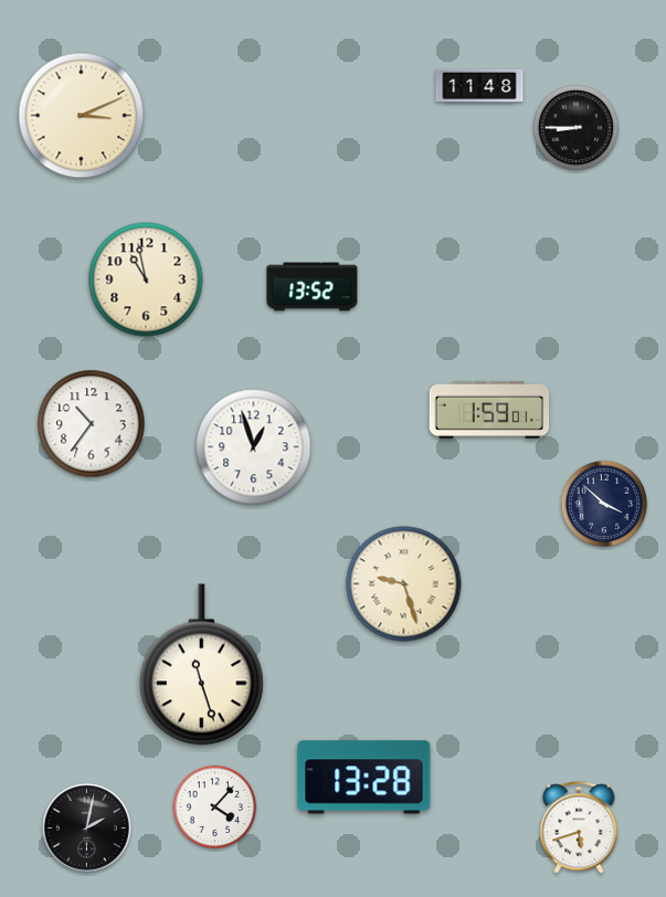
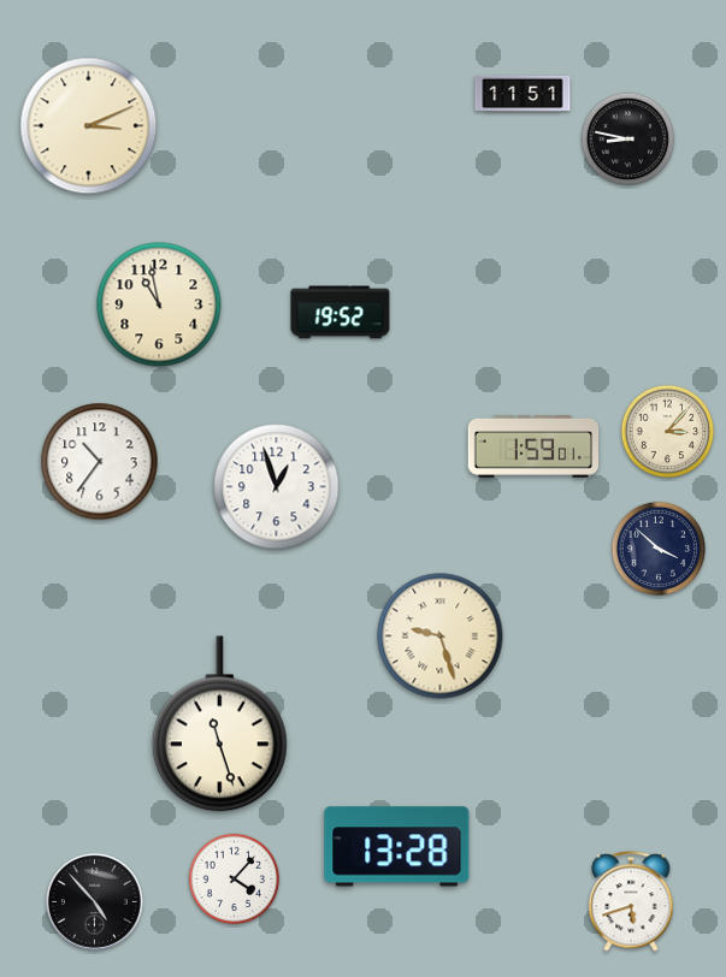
clock at (479, 86): 11:48 -> 11:51
clock at (577, 128): 8:45 -> 8:47
clock at (313, 287): 13:52 -> 19:52
clock at (668, 432): none -> 3:07
clock at (86, 827): 2:02 -> 4:53
